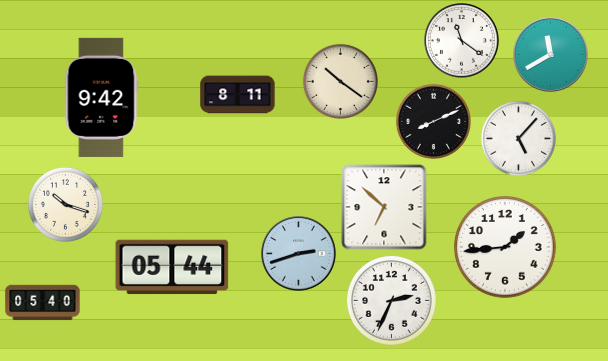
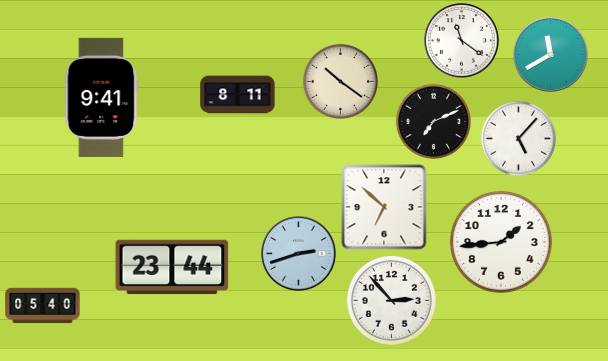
clock at (102, 97): 9:42 -> 9:41
clock at (433, 121): 8:11 -> 7:11
clock at (65, 204): 10:18 -> none
clock at (505, 247) position: (505, 247) -> (501, 242)
clock at (172, 267): 05:44 -> 23:44
clock at (391, 300): 2:34 -> 2:53
clock at (43, 303) position: (43, 303) -> (43, 306)
